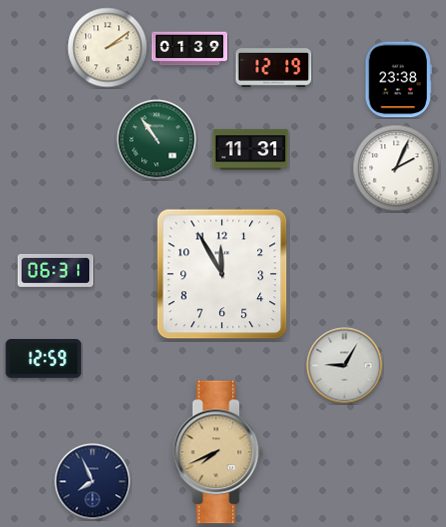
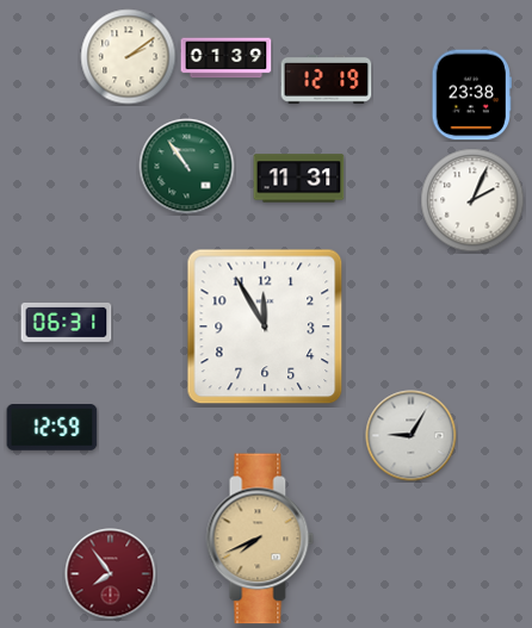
clock at (398, 80) position: (398, 80) -> (471, 95)
clock at (93, 482): 7:56 -> 7:54
clock at (93, 482) dial: navy -> burgundy
